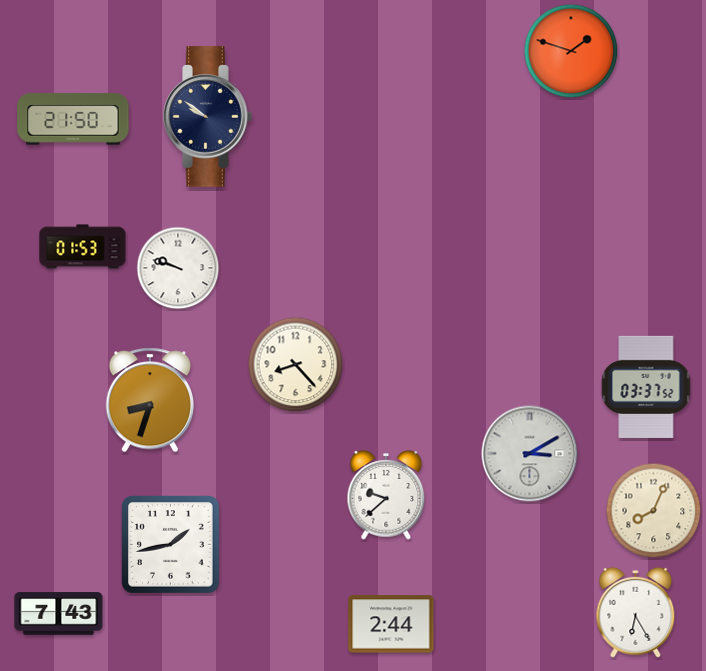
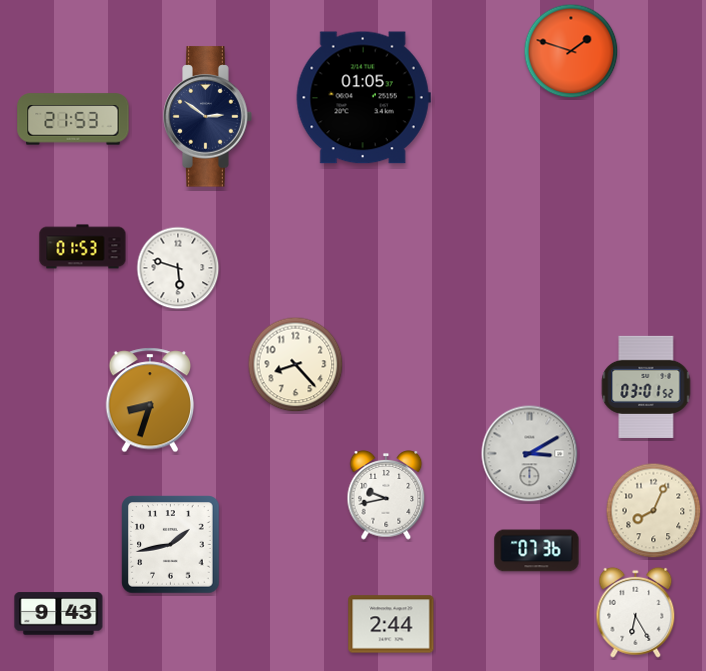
clock at (363, 98): none -> 01:05
clock at (208, 117): 9:51 -> 2:51
clock at (73, 119): 21:50 -> 21:53
clock at (178, 268): 9:48 -> 5:48
clock at (646, 387): 03:37 -> 03:01
clock at (386, 495): 9:38 -> 9:43
clock at (537, 551): none -> 07:36
clock at (59, 614): 7:43 -> 9:43
